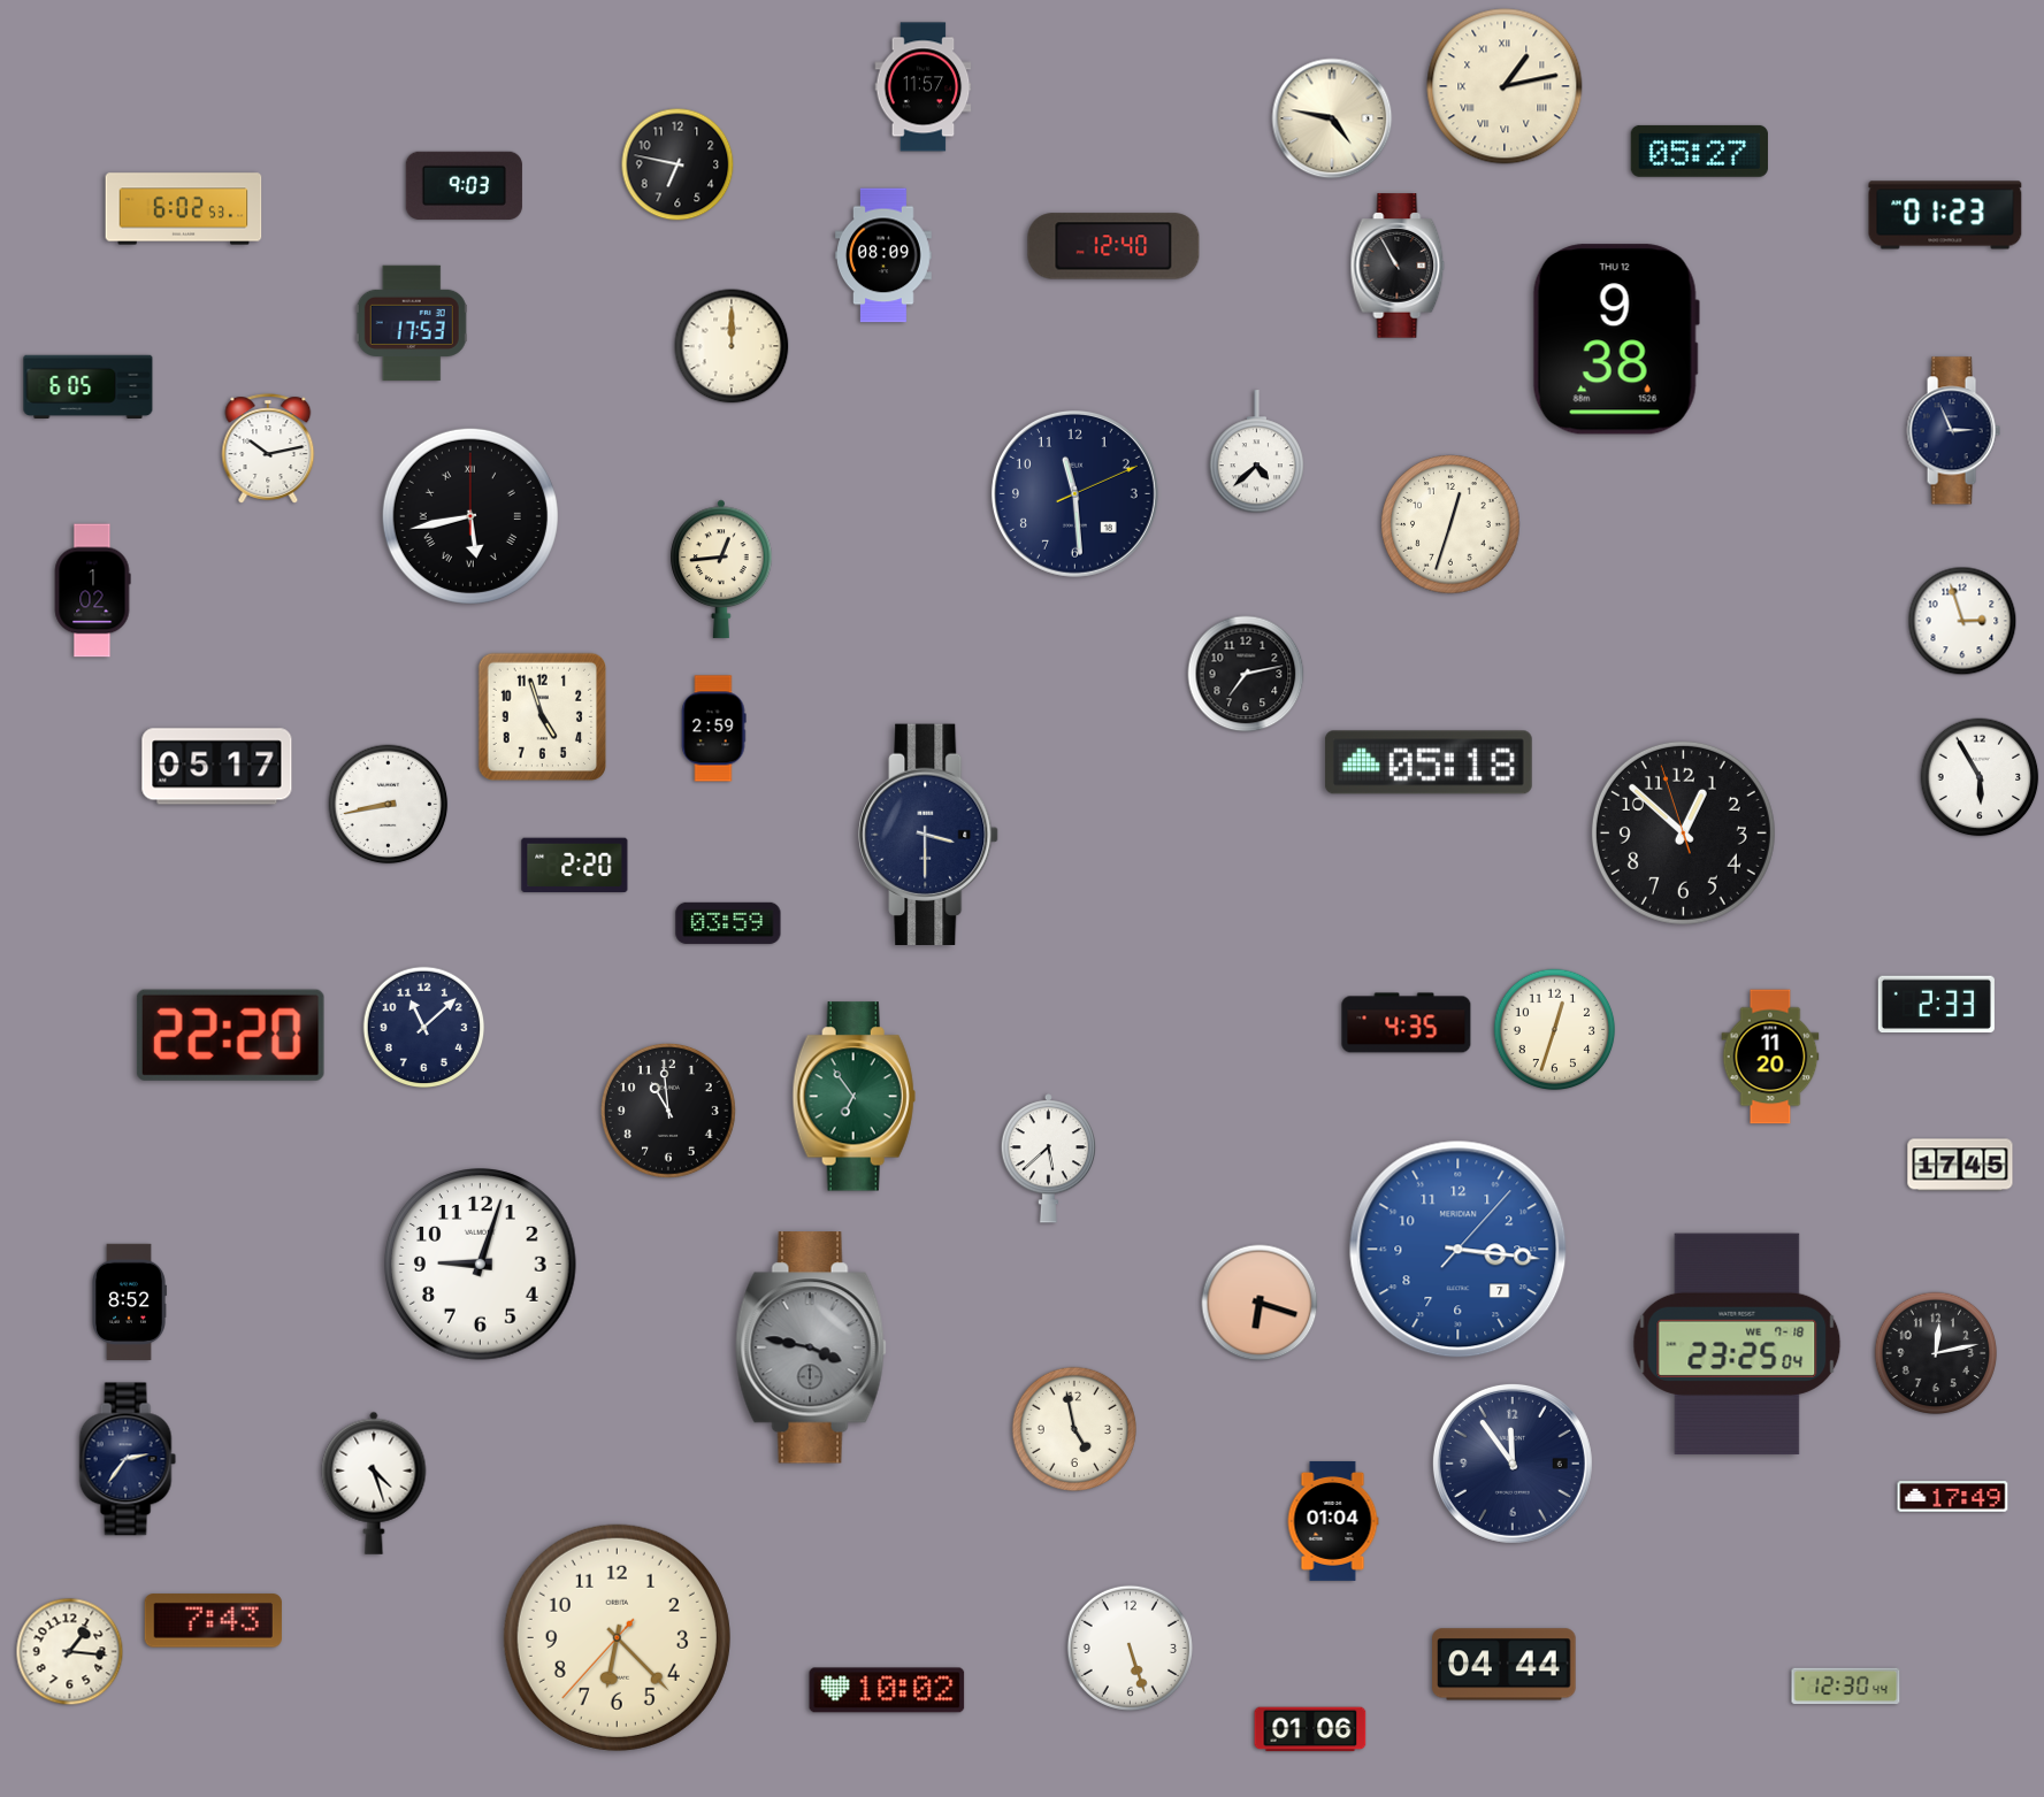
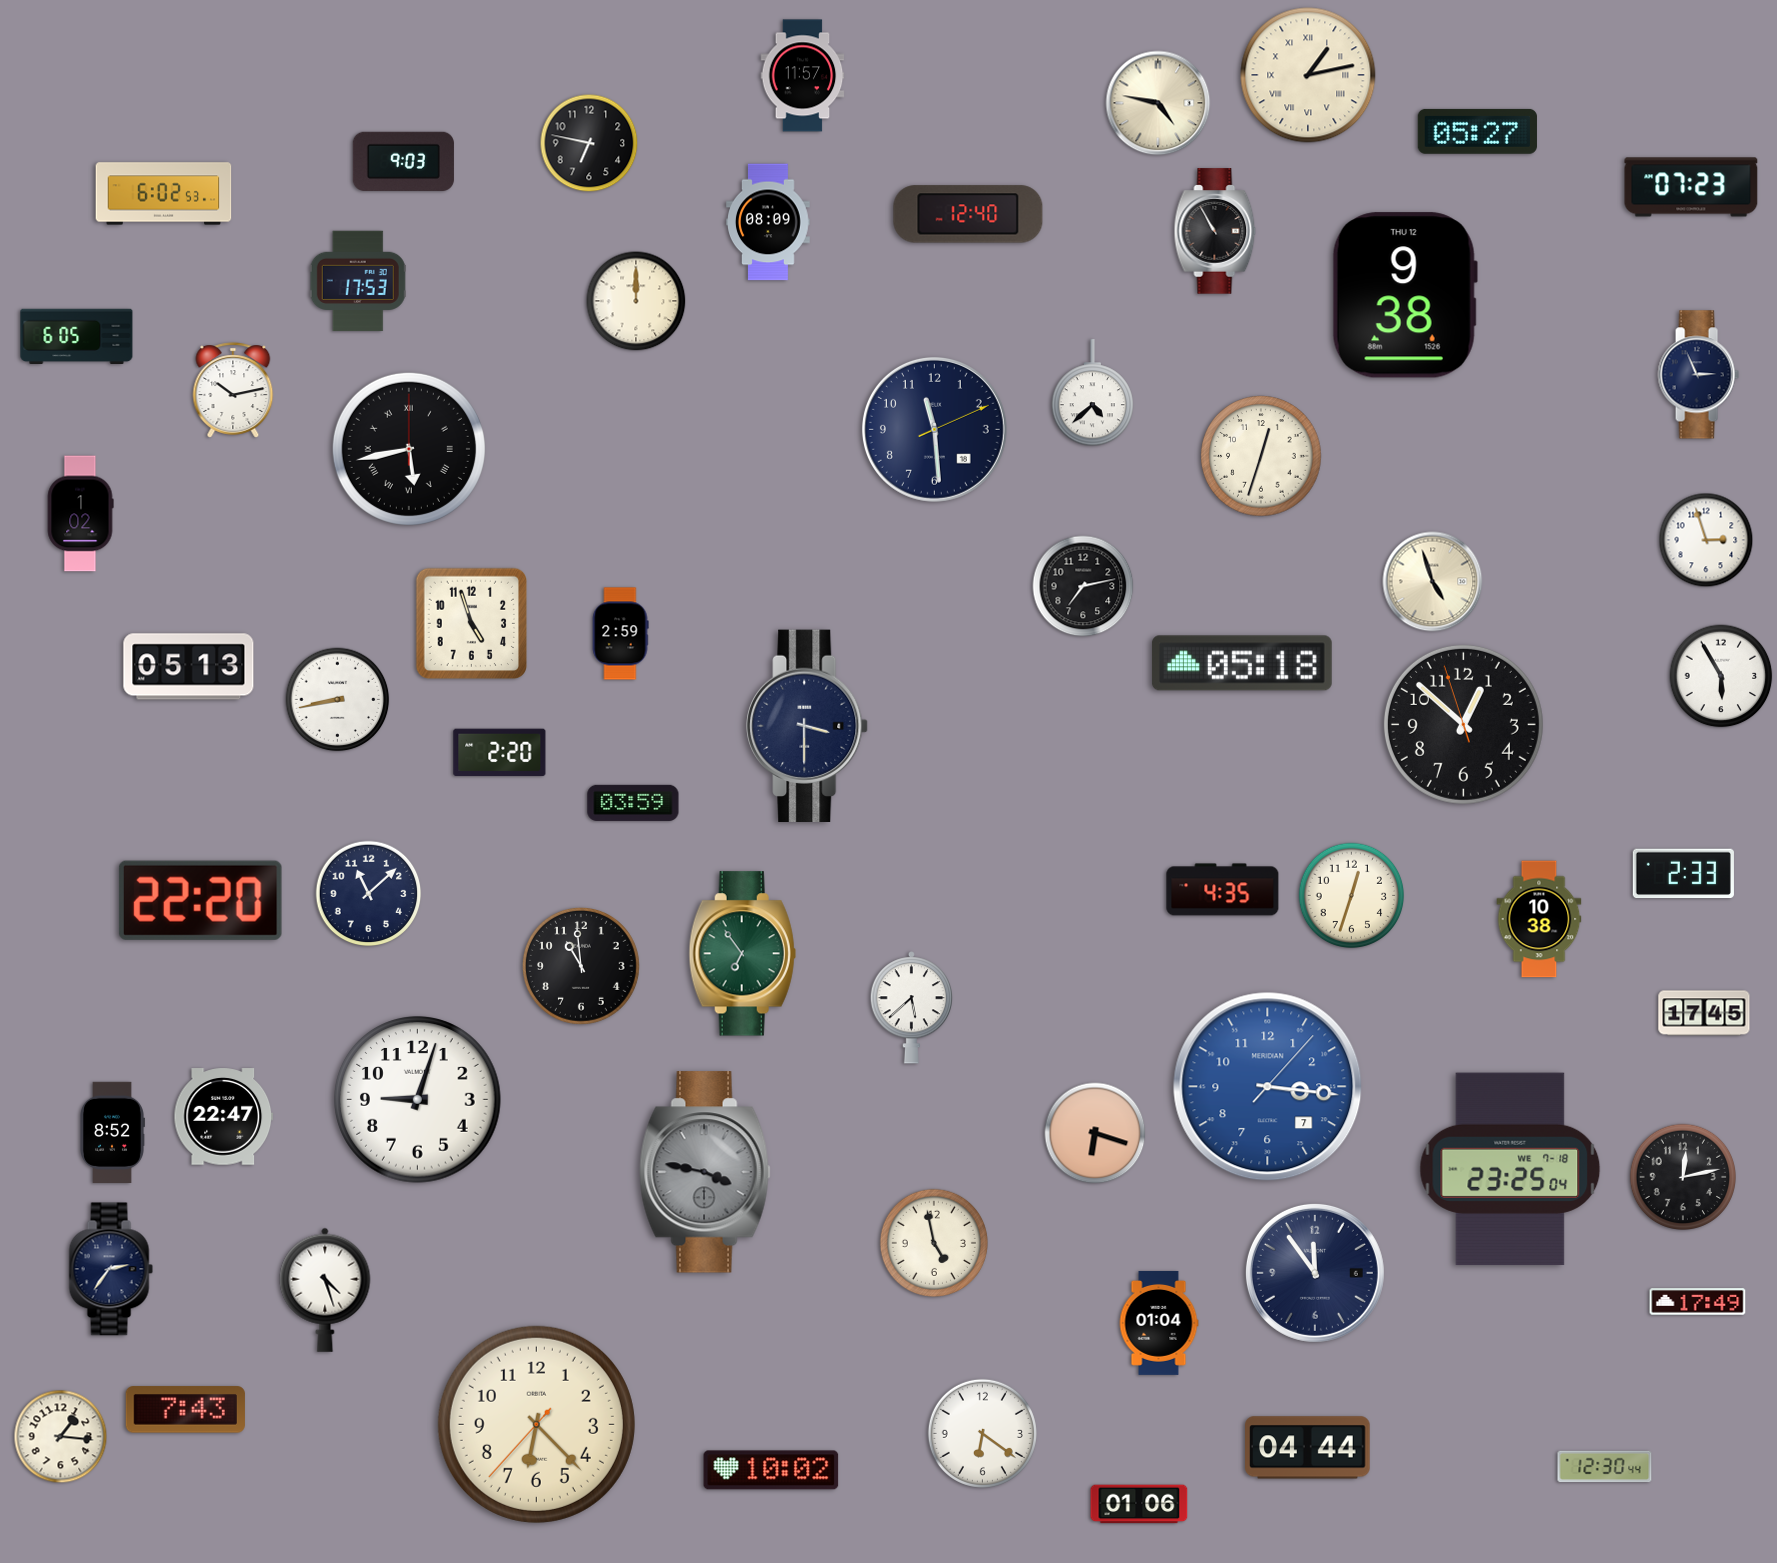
clock at (184, 209) position: (184, 209) -> (164, 194)
clock at (1945, 215): 01:23 -> 07:23
clock at (721, 569): 12:44 -> none
clock at (1433, 582): none -> 4:57
clock at (217, 767): 05:17 -> 05:13
clock at (1770, 1057): 11:20 -> 10:38
clock at (224, 1117): none -> 22:47
clock at (1130, 1648): 5:27 -> 6:21
